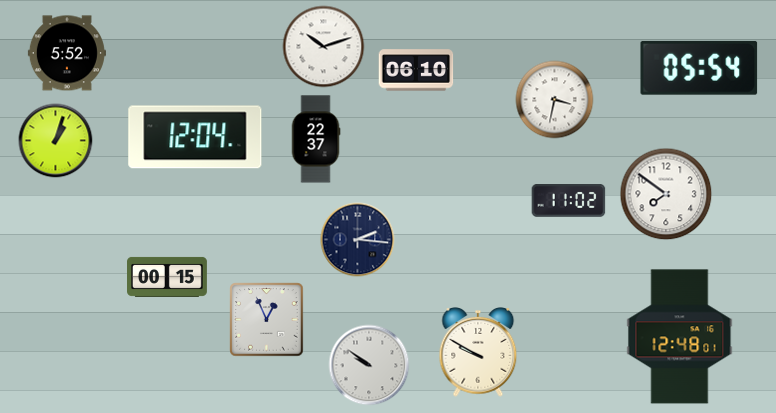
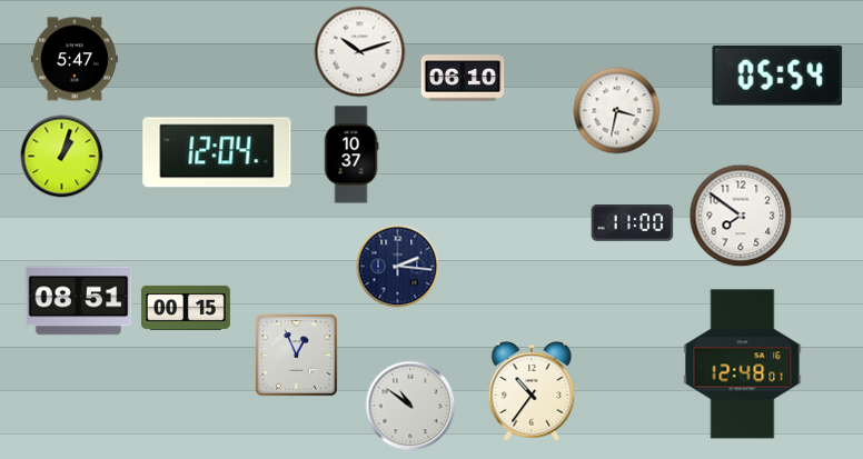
clock at (67, 53): 5:52 -> 5:47
clock at (316, 139): 22:37 -> 10:37
clock at (569, 201): 11:02 -> 11:00
clock at (79, 301): none -> 08:51
clock at (680, 337) position: (680, 337) -> (743, 365)
clock at (478, 353): 9:50 -> 10:36
clock at (369, 365): 9:51 -> 10:51
